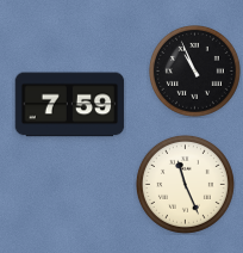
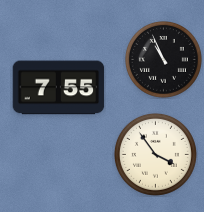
clock at (70, 105): 7:59 -> 7:55
clock at (185, 184): 11:26 -> 3:54
